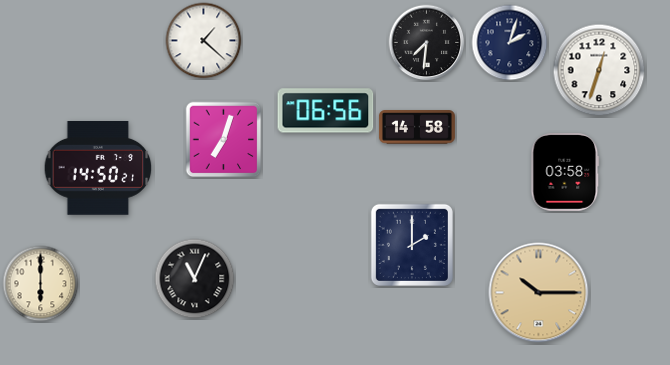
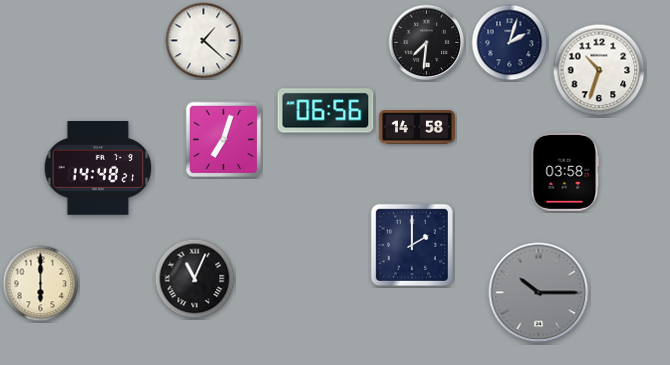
clock at (599, 70): 12:33 -> 10:33
clock at (98, 169): 14:50 -> 14:48
clock at (539, 293) dial: champagne -> grey
